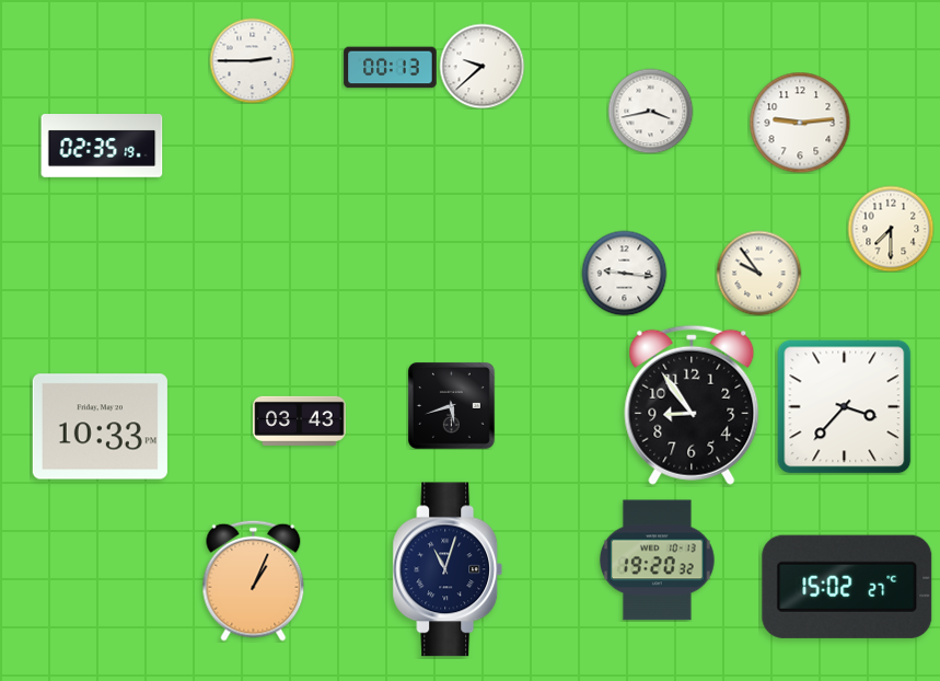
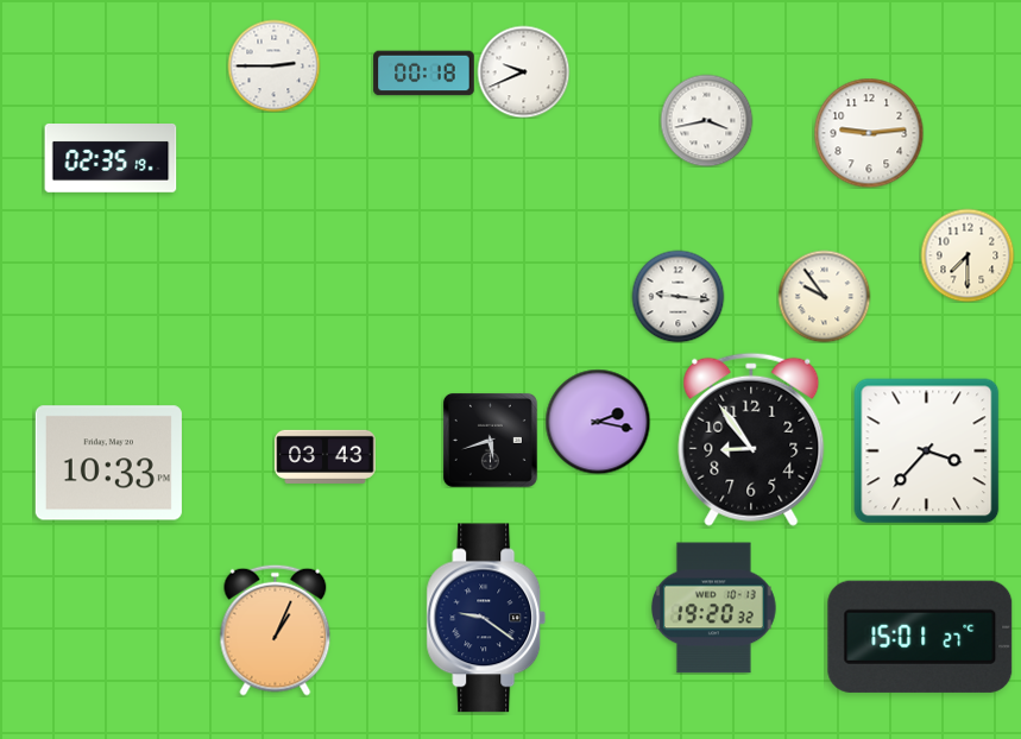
clock at (481, 66): 9:38 -> 9:41
clock at (391, 68): 00:13 -> 00:18
clock at (891, 229) position: (891, 229) -> (968, 255)
clock at (598, 422): none -> 2:17
clock at (845, 407) position: (845, 407) -> (927, 451)
clock at (448, 569): 11:03 -> 9:21
clock at (847, 587): 15:02 -> 15:01
